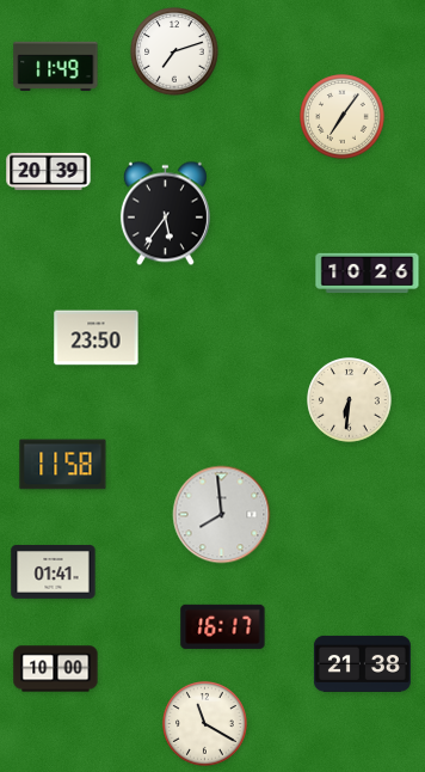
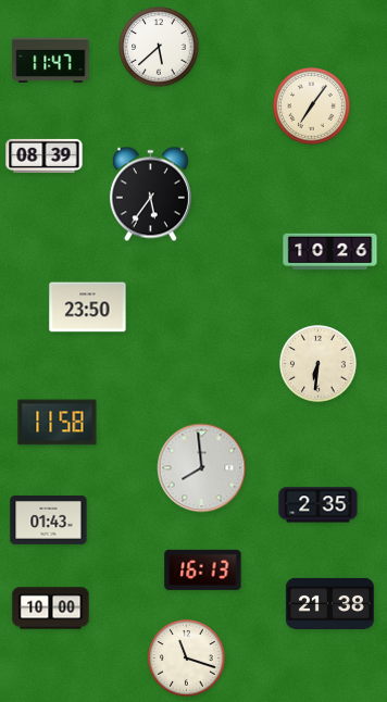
clock at (174, 51): 7:12 -> 5:38
clock at (56, 66): 11:49 -> 11:47
clock at (49, 171): 20:39 -> 08:39
clock at (368, 274) position: (368, 274) -> (330, 252)
clock at (319, 505): none -> 2:35
clock at (54, 572): 01:41 -> 01:43
clock at (223, 626): 16:17 -> 16:13
clock at (205, 724): 11:20 -> 11:18
